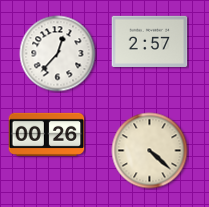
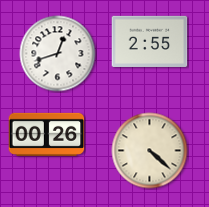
clock at (150, 41): 2:57 -> 2:55
clock at (58, 54): 12:37 -> 12:42
